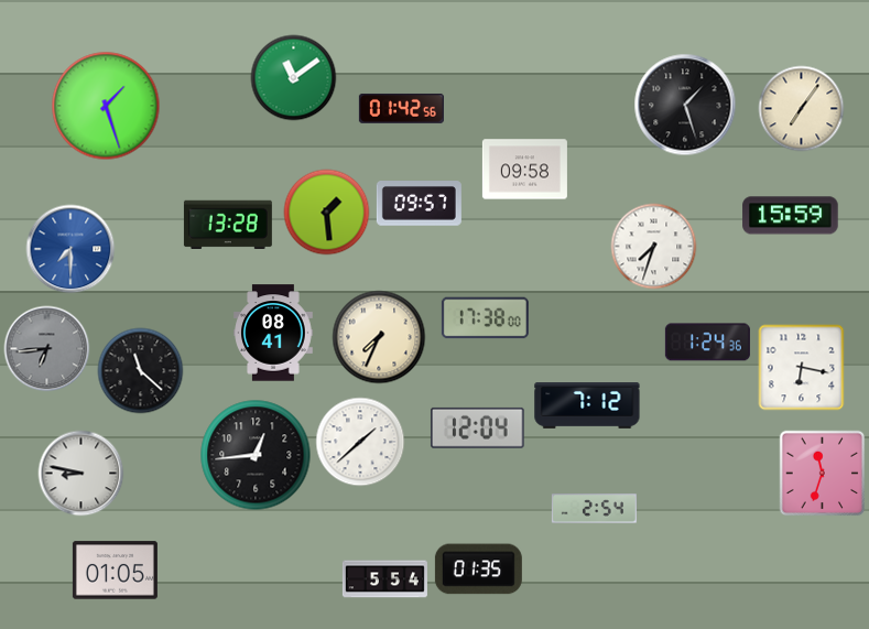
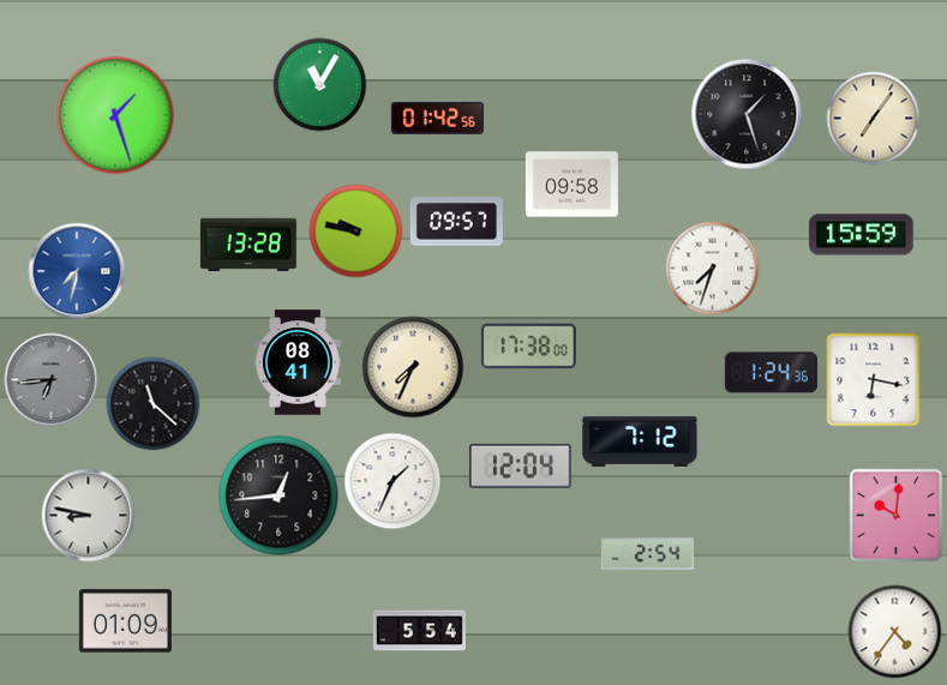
clock at (293, 77): 11:09 -> 11:05
clock at (326, 212): 1:29 -> 9:47
clock at (70, 249): 7:30 -> 7:32
clock at (801, 367) position: (801, 367) -> (873, 379)
clock at (360, 442): 1:38 -> 1:34
clock at (822, 473): 11:33 -> 10:01
clock at (478, 570): 01:35 -> none
clock at (115, 571): 01:05 -> 01:09
clock at (894, 631): none -> 4:36
